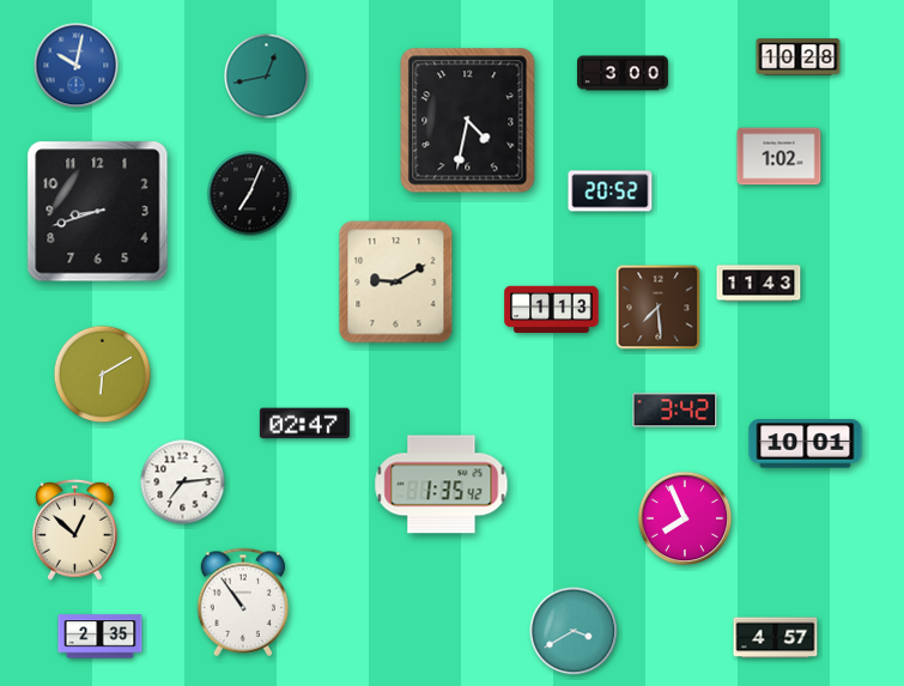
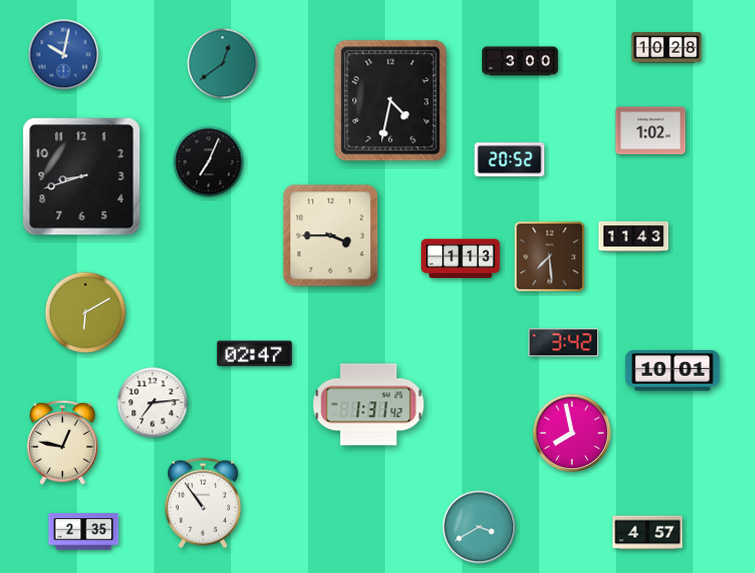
clock at (267, 77): 12:43 -> 12:39
clock at (396, 283): 9:10 -> 3:45
clock at (442, 485): 1:35 -> 1:31
clock at (685, 518): 7:56 -> 7:58
clock at (75, 529): 12:52 -> 12:47
